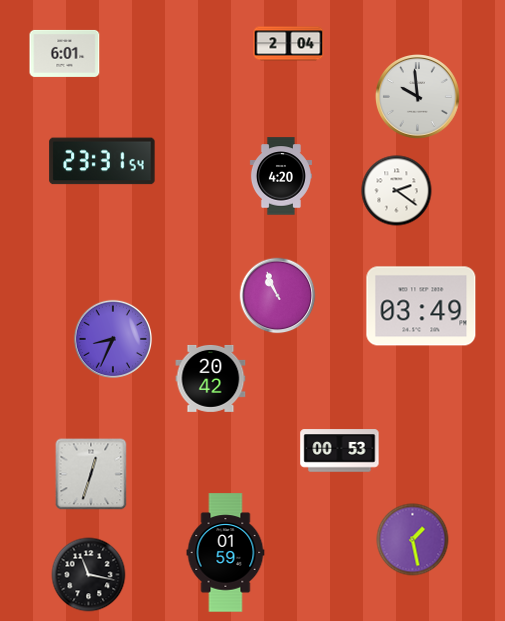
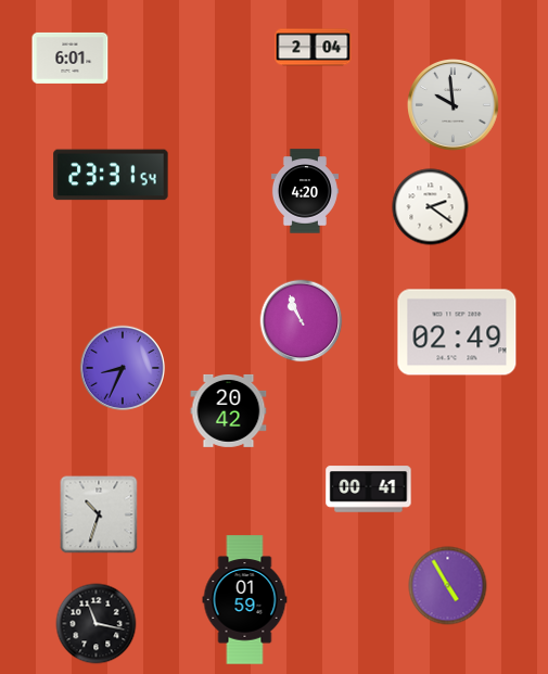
clock at (421, 306): 03:49 -> 02:49
clock at (340, 451): 00:53 -> 00:41
clock at (91, 474): 12:33 -> 10:33
clock at (413, 540): 1:28 -> 4:55
